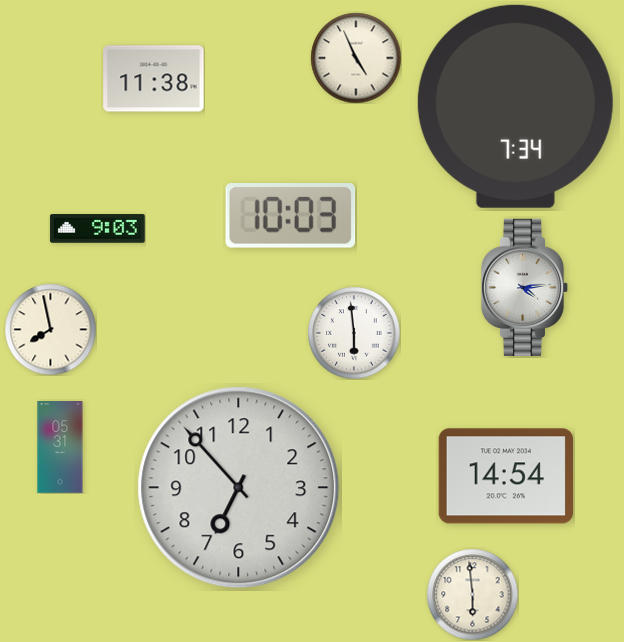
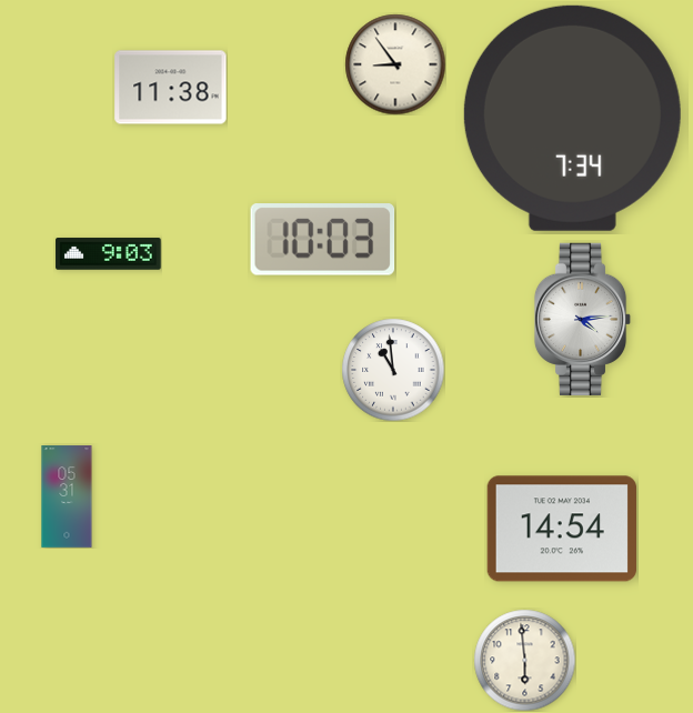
clock at (356, 58): 4:56 -> 8:54
clock at (50, 329): 7:58 -> none
clock at (354, 333): 5:59 -> 10:59
clock at (239, 488): 6:53 -> none
